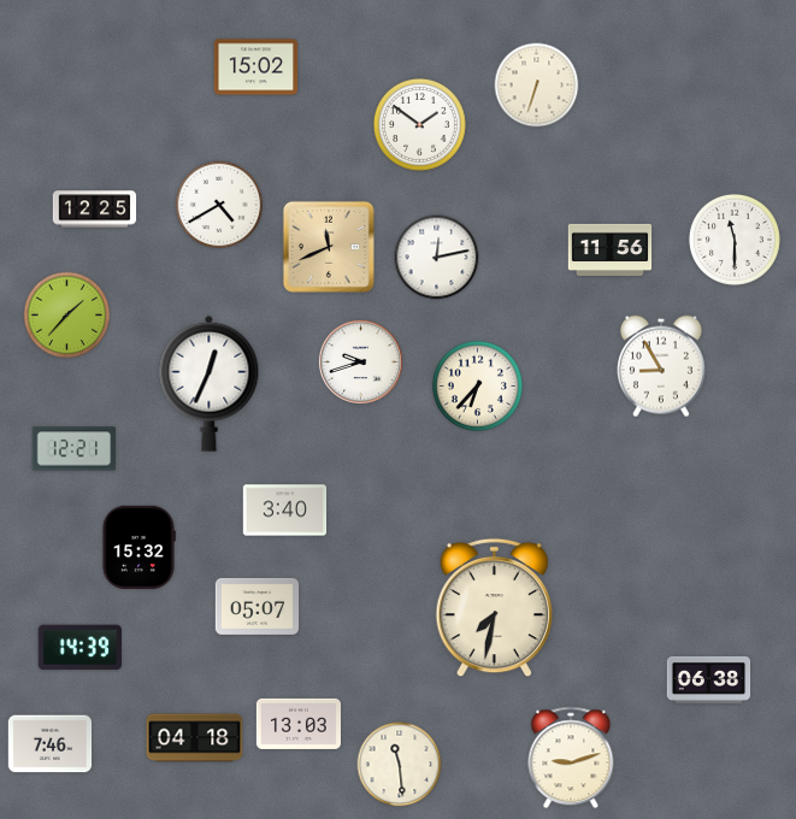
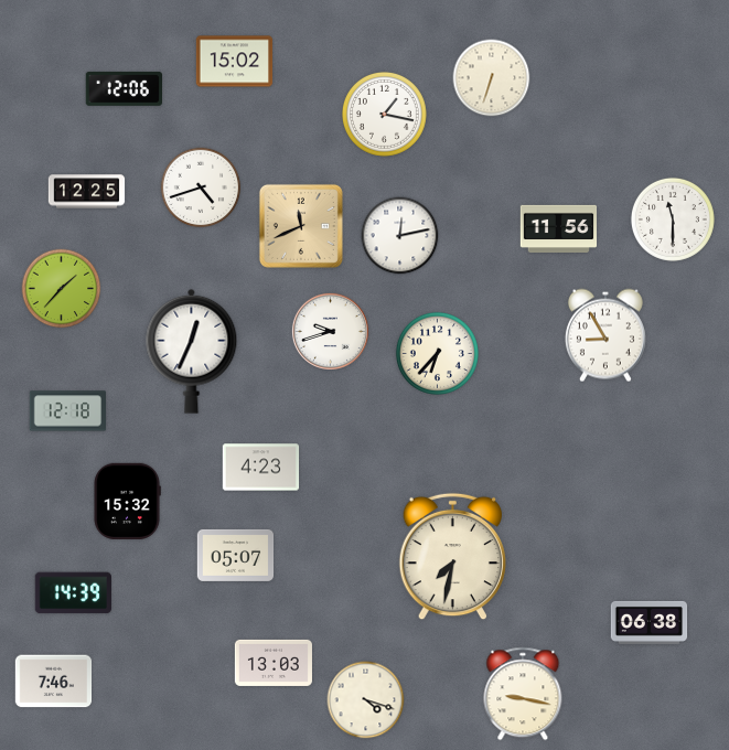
clock at (124, 88): none -> 12:06
clock at (420, 125): 1:51 -> 1:17
clock at (219, 205): 4:40 -> 4:42
clock at (73, 449): 12:21 -> 12:18
clock at (285, 511): 3:40 -> 4:23
clock at (195, 738): 04:18 -> none
clock at (51, 744) position: (51, 744) -> (54, 682)
clock at (571, 758): 9:12 -> 9:17
clock at (400, 765): 11:29 -> 4:18
